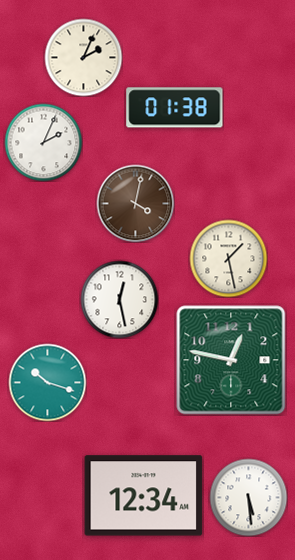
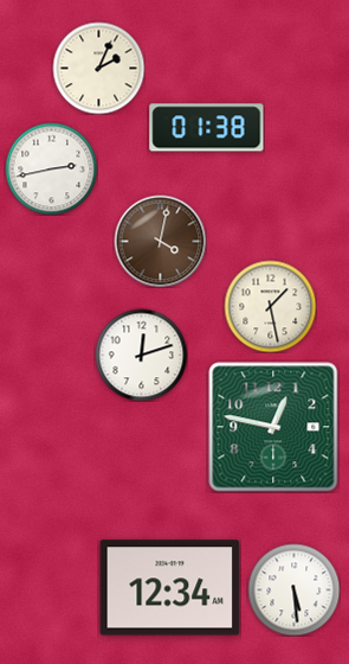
clock at (43, 142): 2:04 -> 2:43
clock at (119, 299): 12:28 -> 12:12
clock at (47, 382): 10:18 -> none
